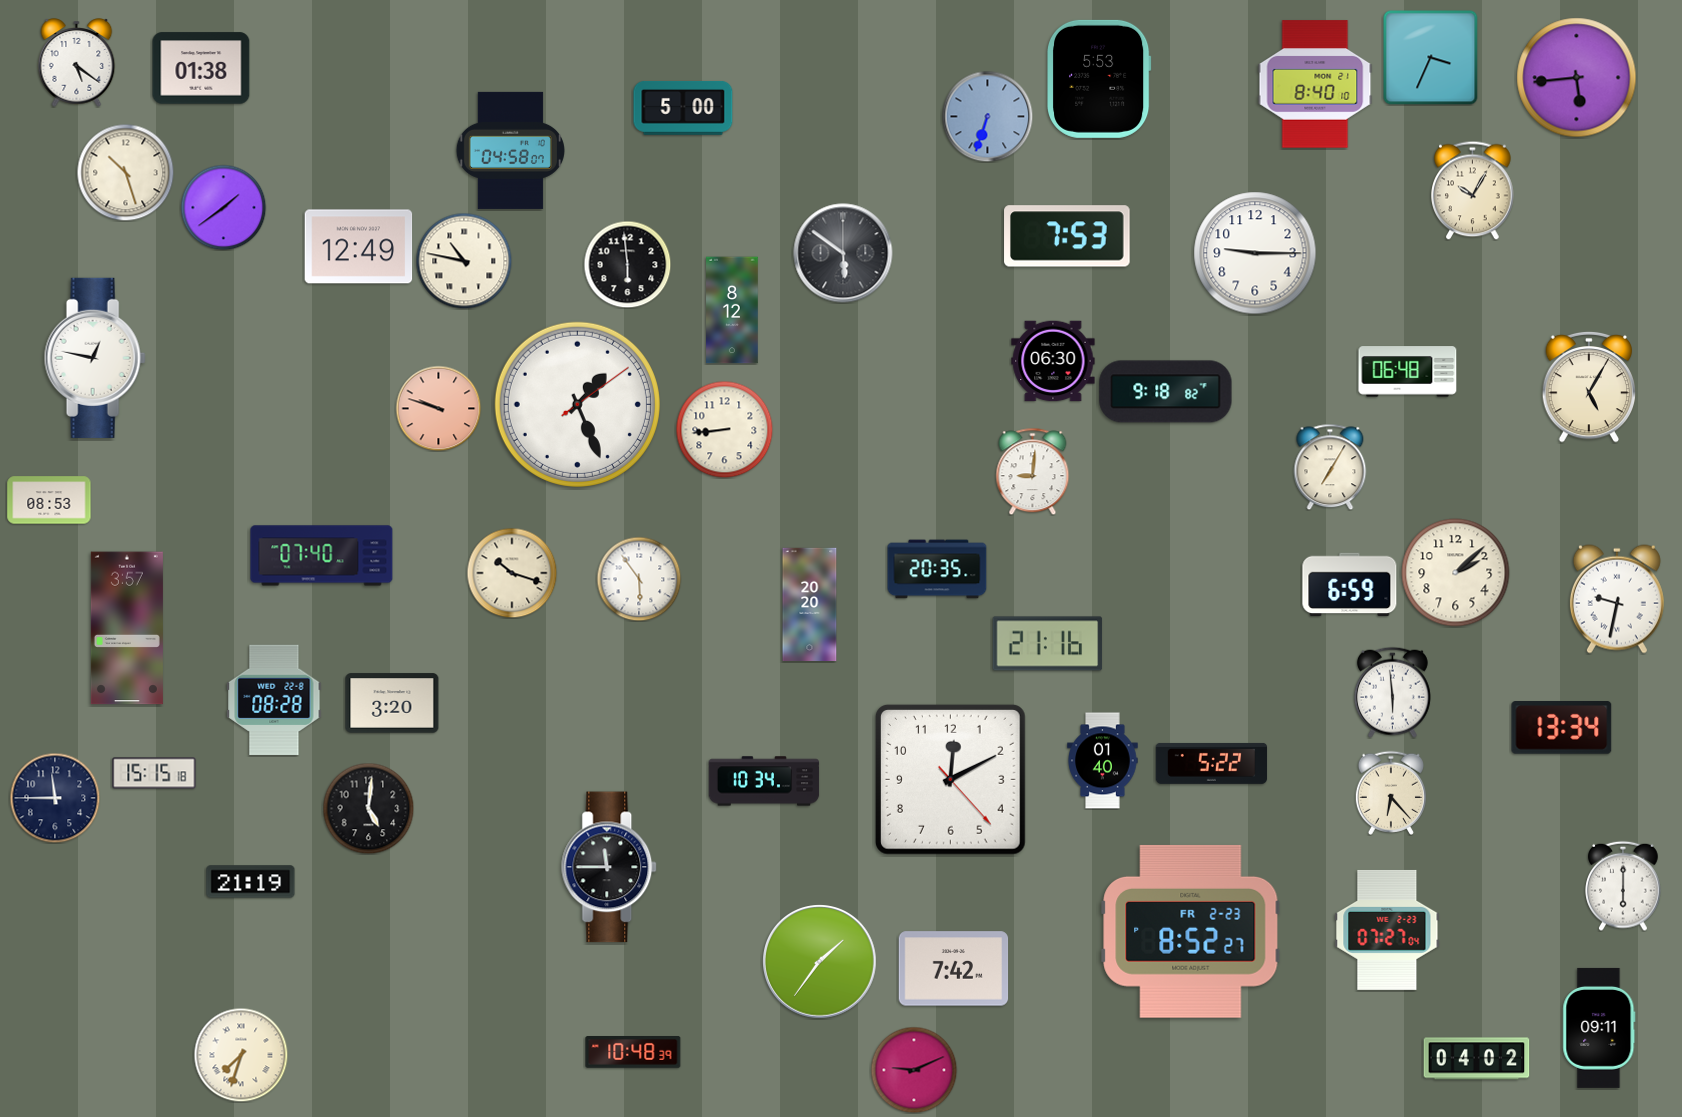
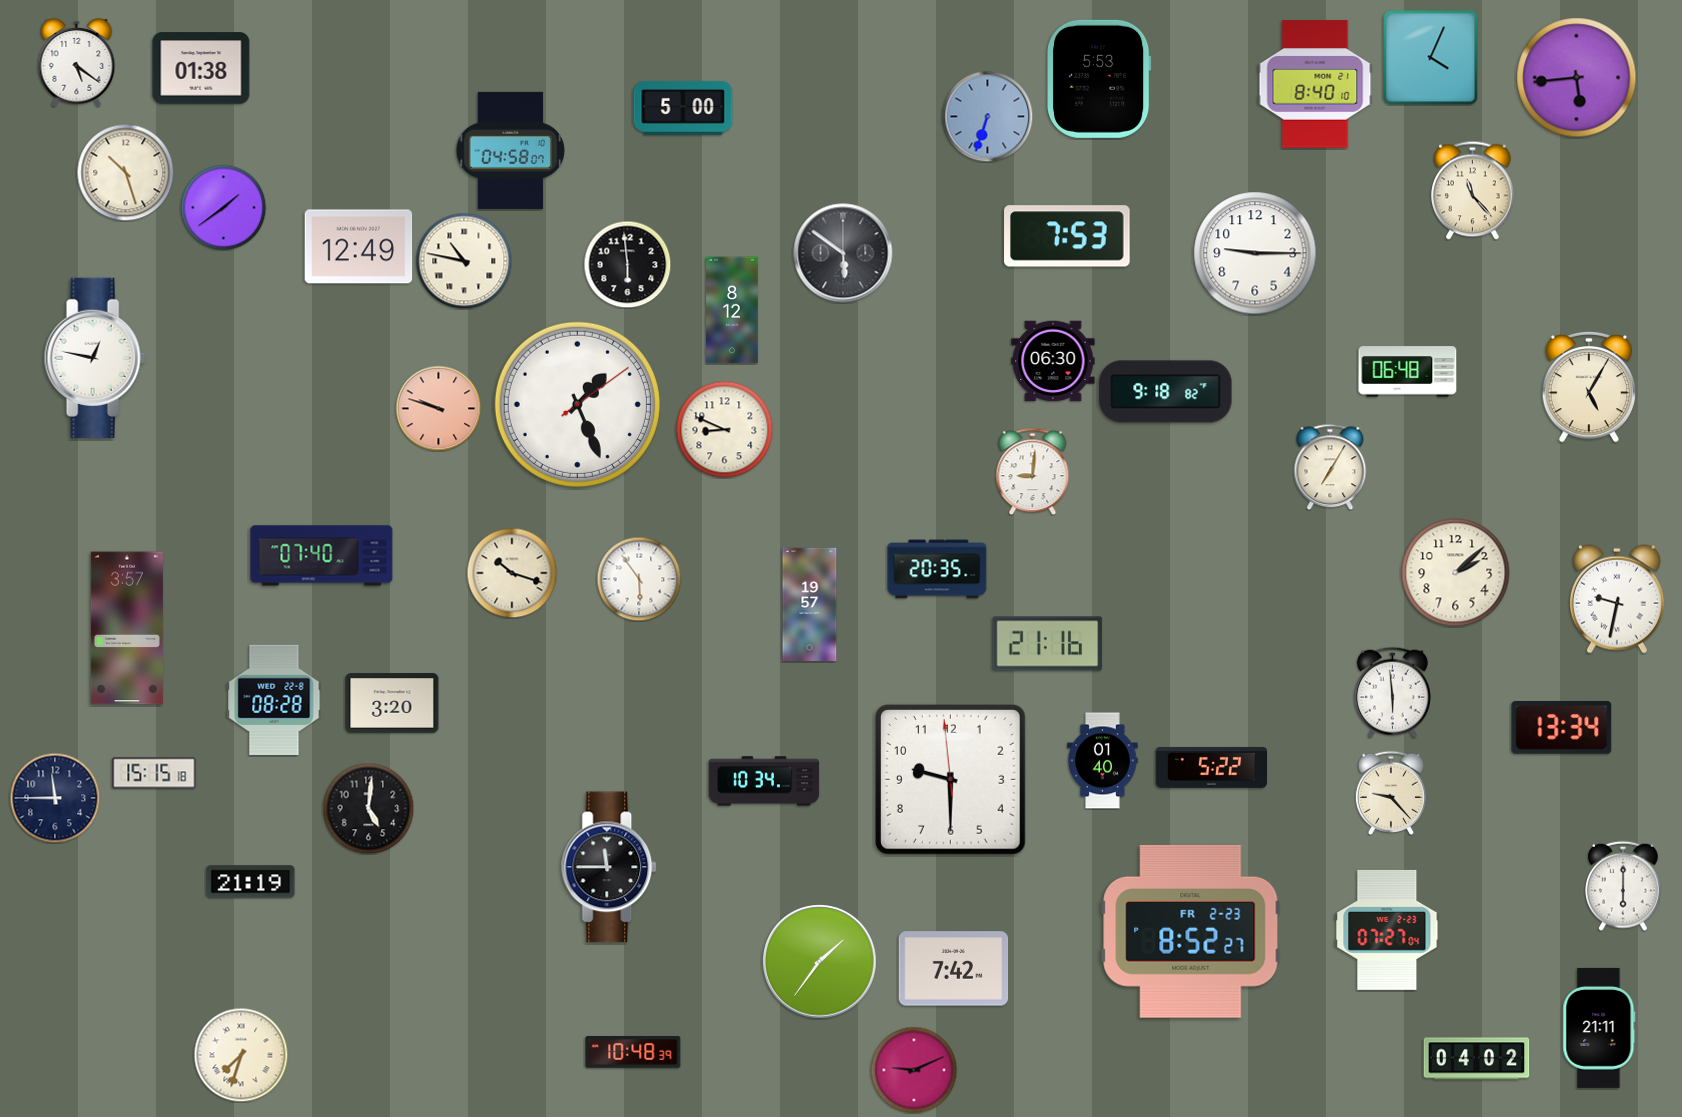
clock at (1430, 58): 3:34 -> 4:04
clock at (1473, 190): 10:05 -> 11:23
clock at (724, 429): 8:44 -> 8:49
clock at (49, 500): 08:53 -> none
clock at (1350, 585): 6:59 -> none
clock at (810, 604): 20:20 -> 19:57
clock at (1212, 763) position: (1212, 763) -> (1212, 767)
clock at (950, 779): 12:10 -> 9:29
clock at (1390, 793): 6:23 -> 9:23
clock at (1599, 1028): 09:11 -> 21:11
